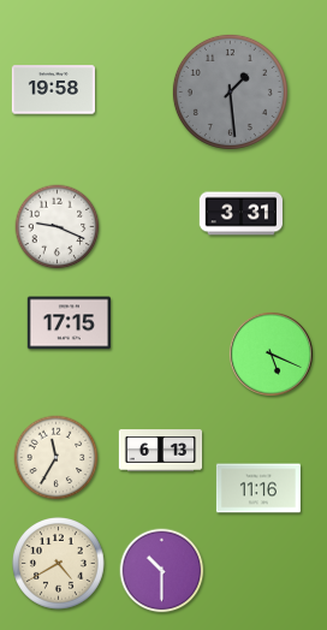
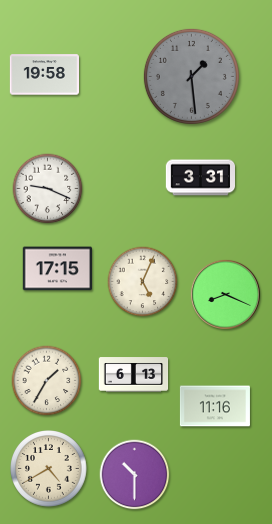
clock at (143, 282): none -> 5:04
clock at (270, 353): 5:19 -> 8:19
clock at (57, 458): 11:35 -> 1:35
